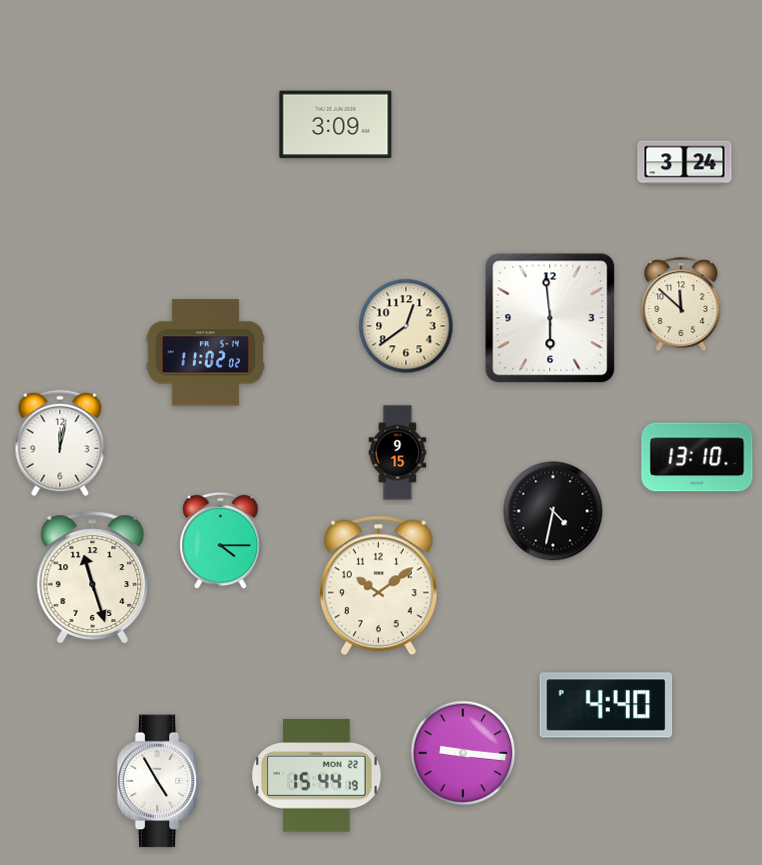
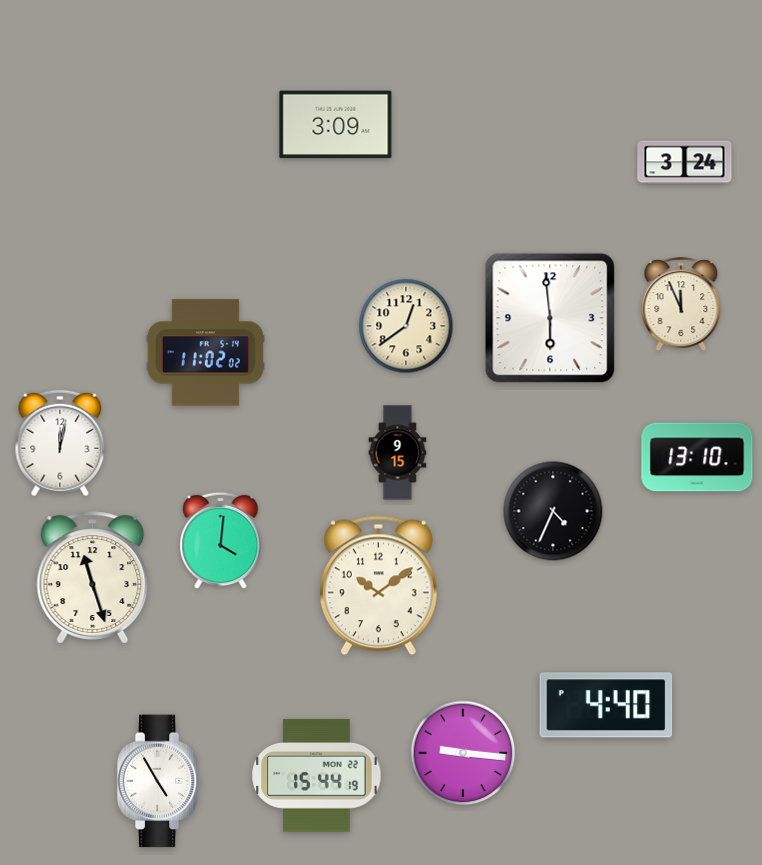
clock at (681, 304): 11:52 -> 11:56
clock at (553, 511): 4:32 -> 4:34
clock at (221, 541): 4:15 -> 4:01
